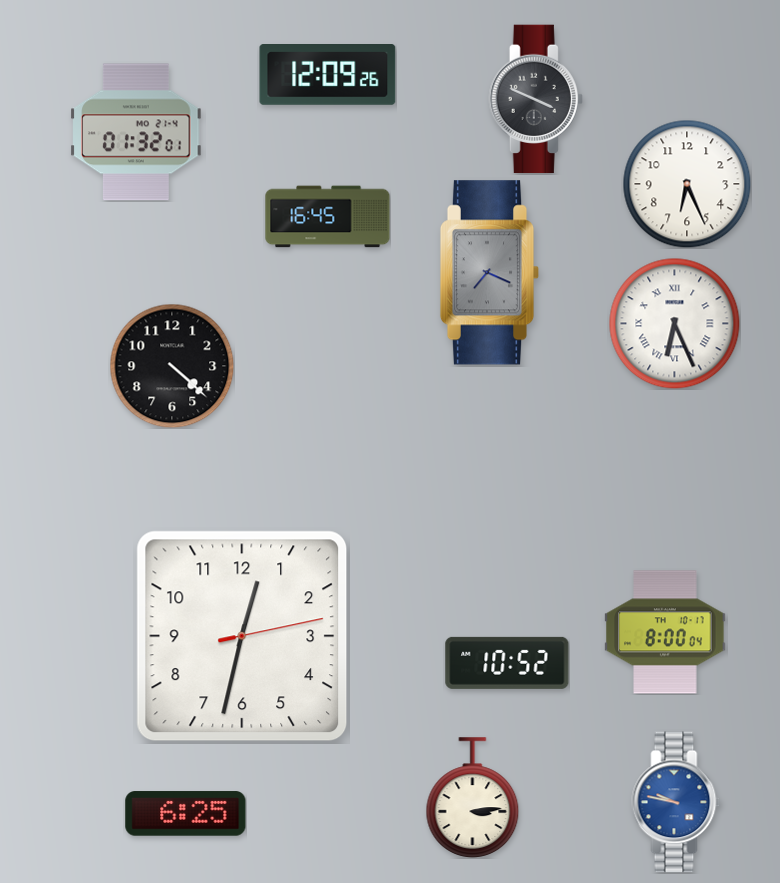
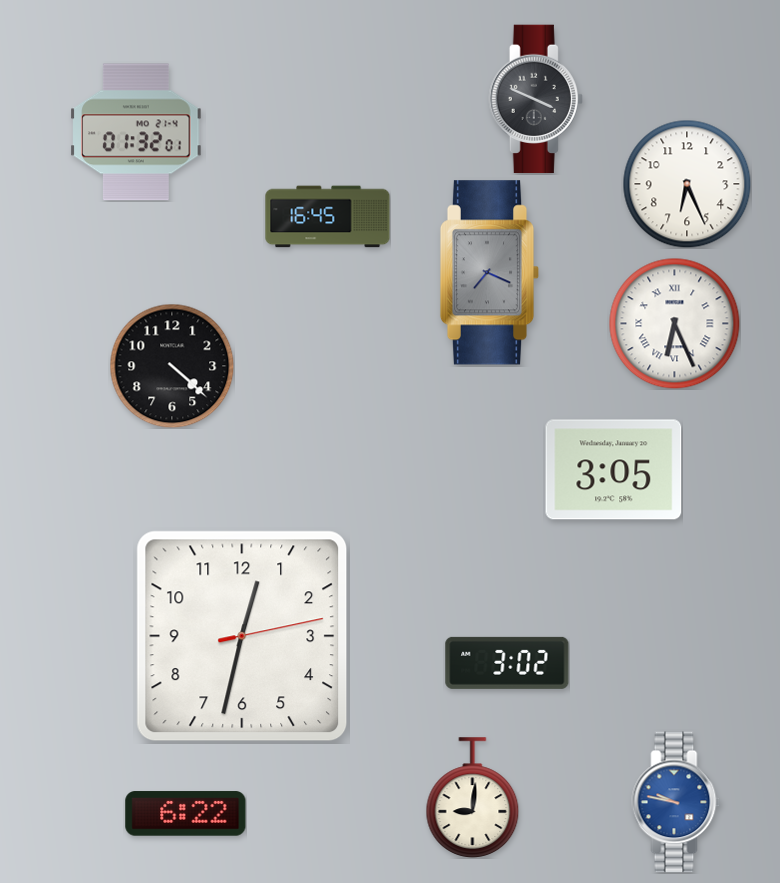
clock at (328, 75): 12:09 -> none
clock at (614, 470): none -> 3:05
clock at (665, 632): 8:00 -> none
clock at (507, 663): 10:52 -> 3:02
clock at (473, 797): 3:14 -> 9:01
clock at (186, 814): 6:25 -> 6:22
